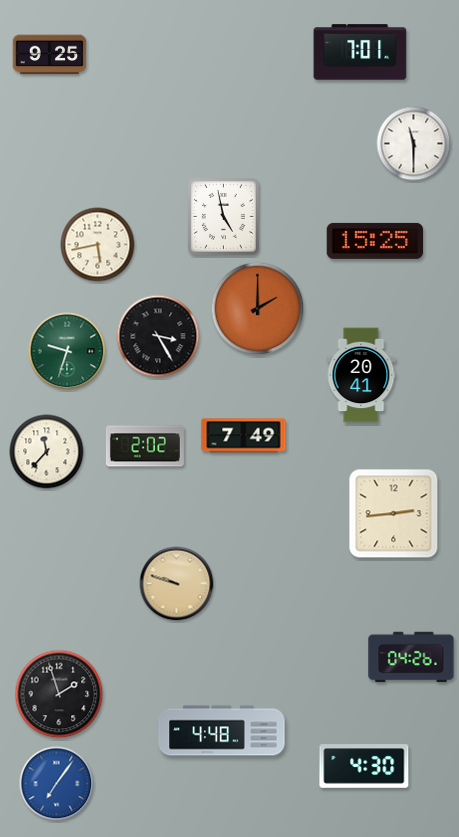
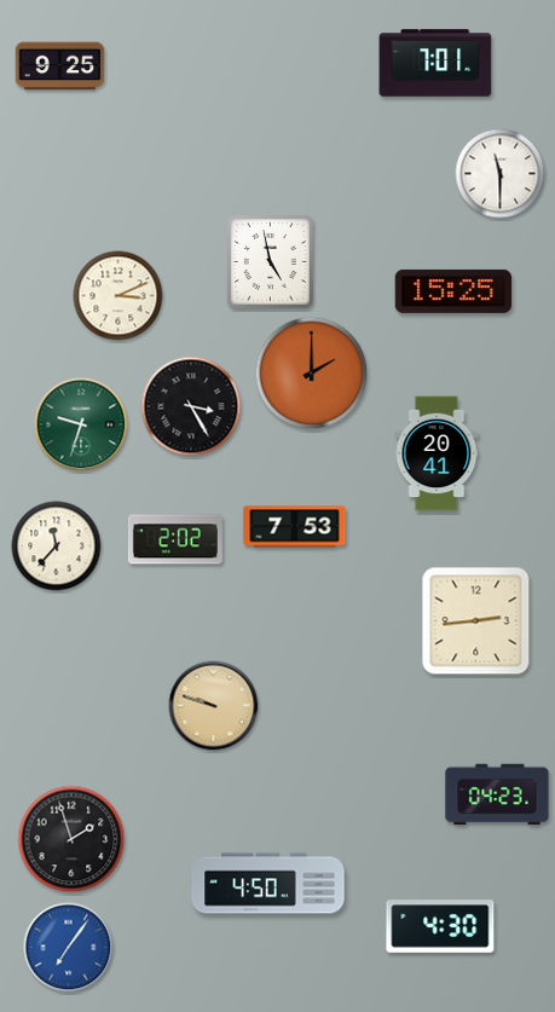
clock at (98, 245): 5:43 -> 3:11
clock at (244, 436): 7:49 -> 7:53
clock at (411, 657): 04:26 -> 04:23
clock at (222, 731): 4:48 -> 4:50
